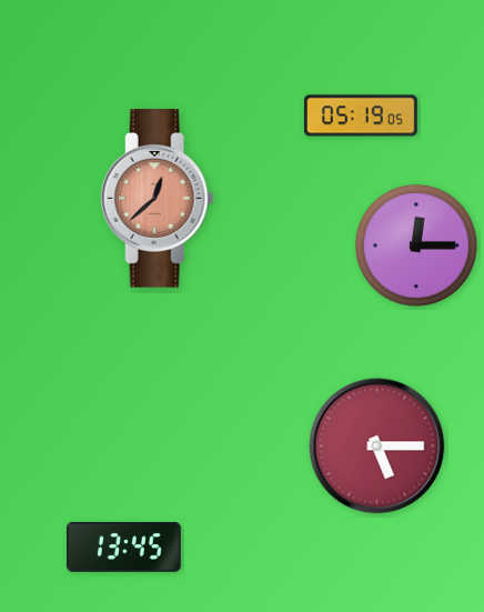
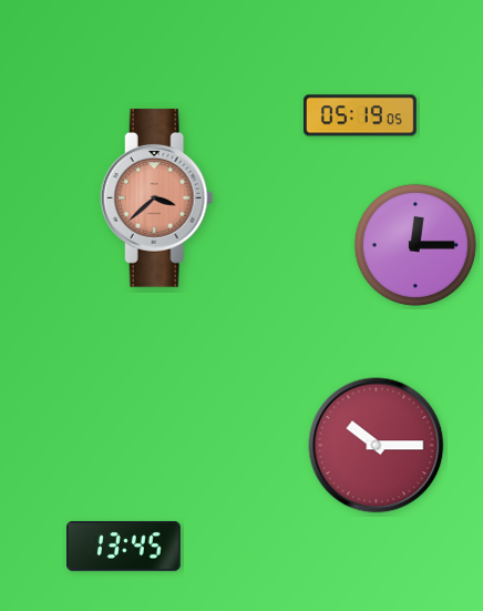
clock at (158, 199): 12:38 -> 3:38
clock at (377, 447): 5:15 -> 10:15
